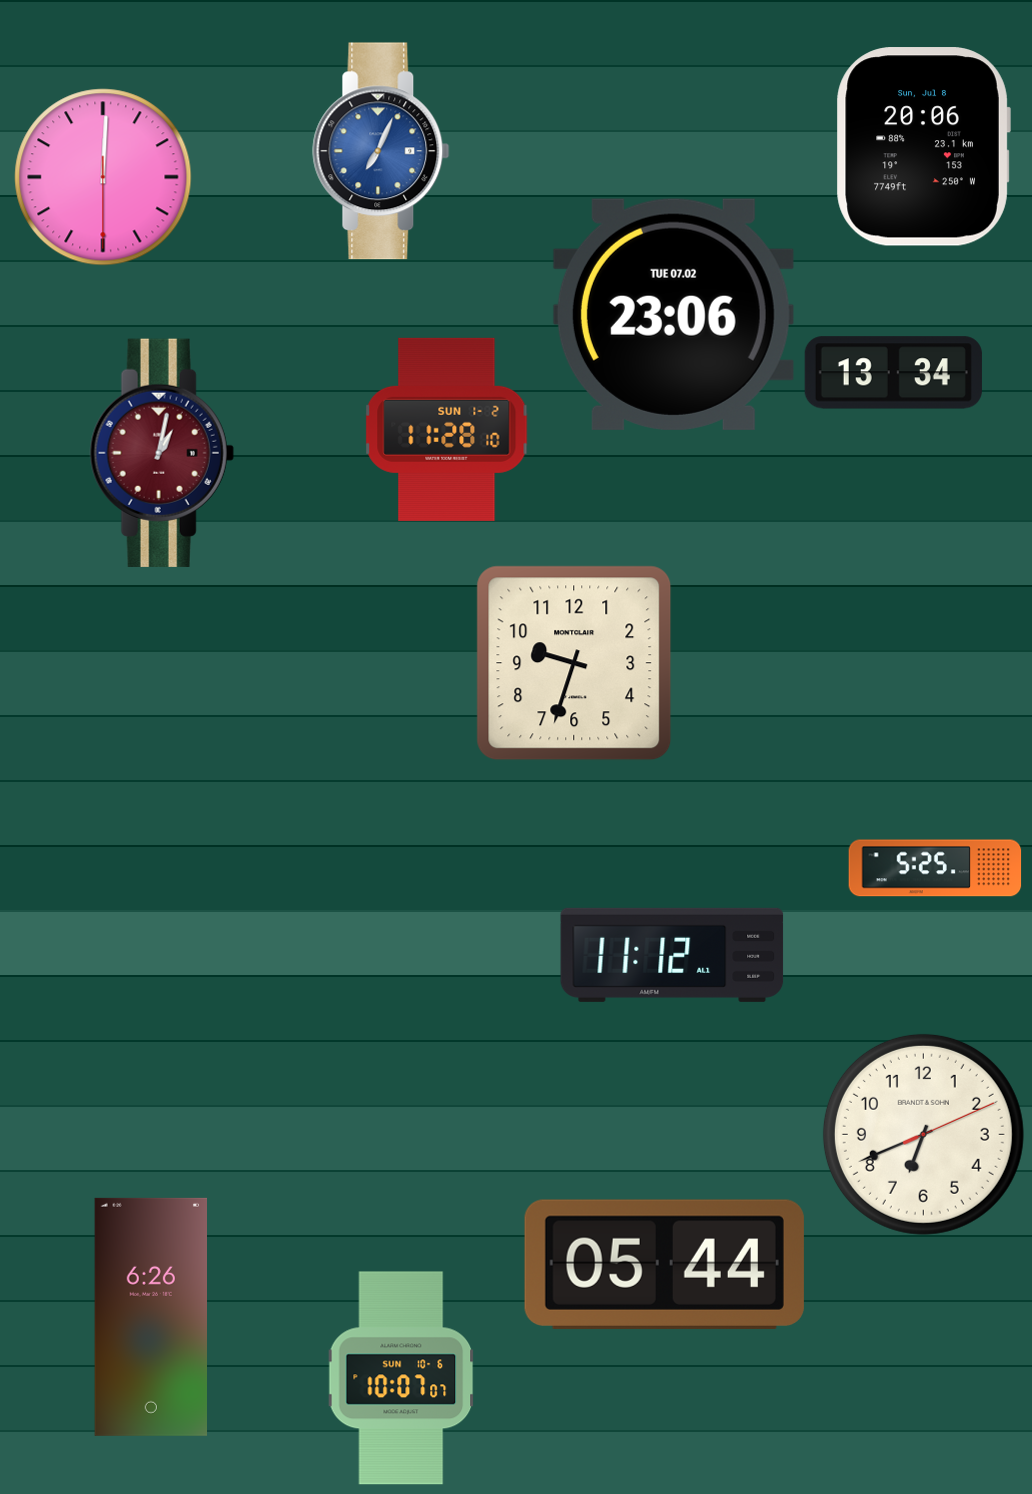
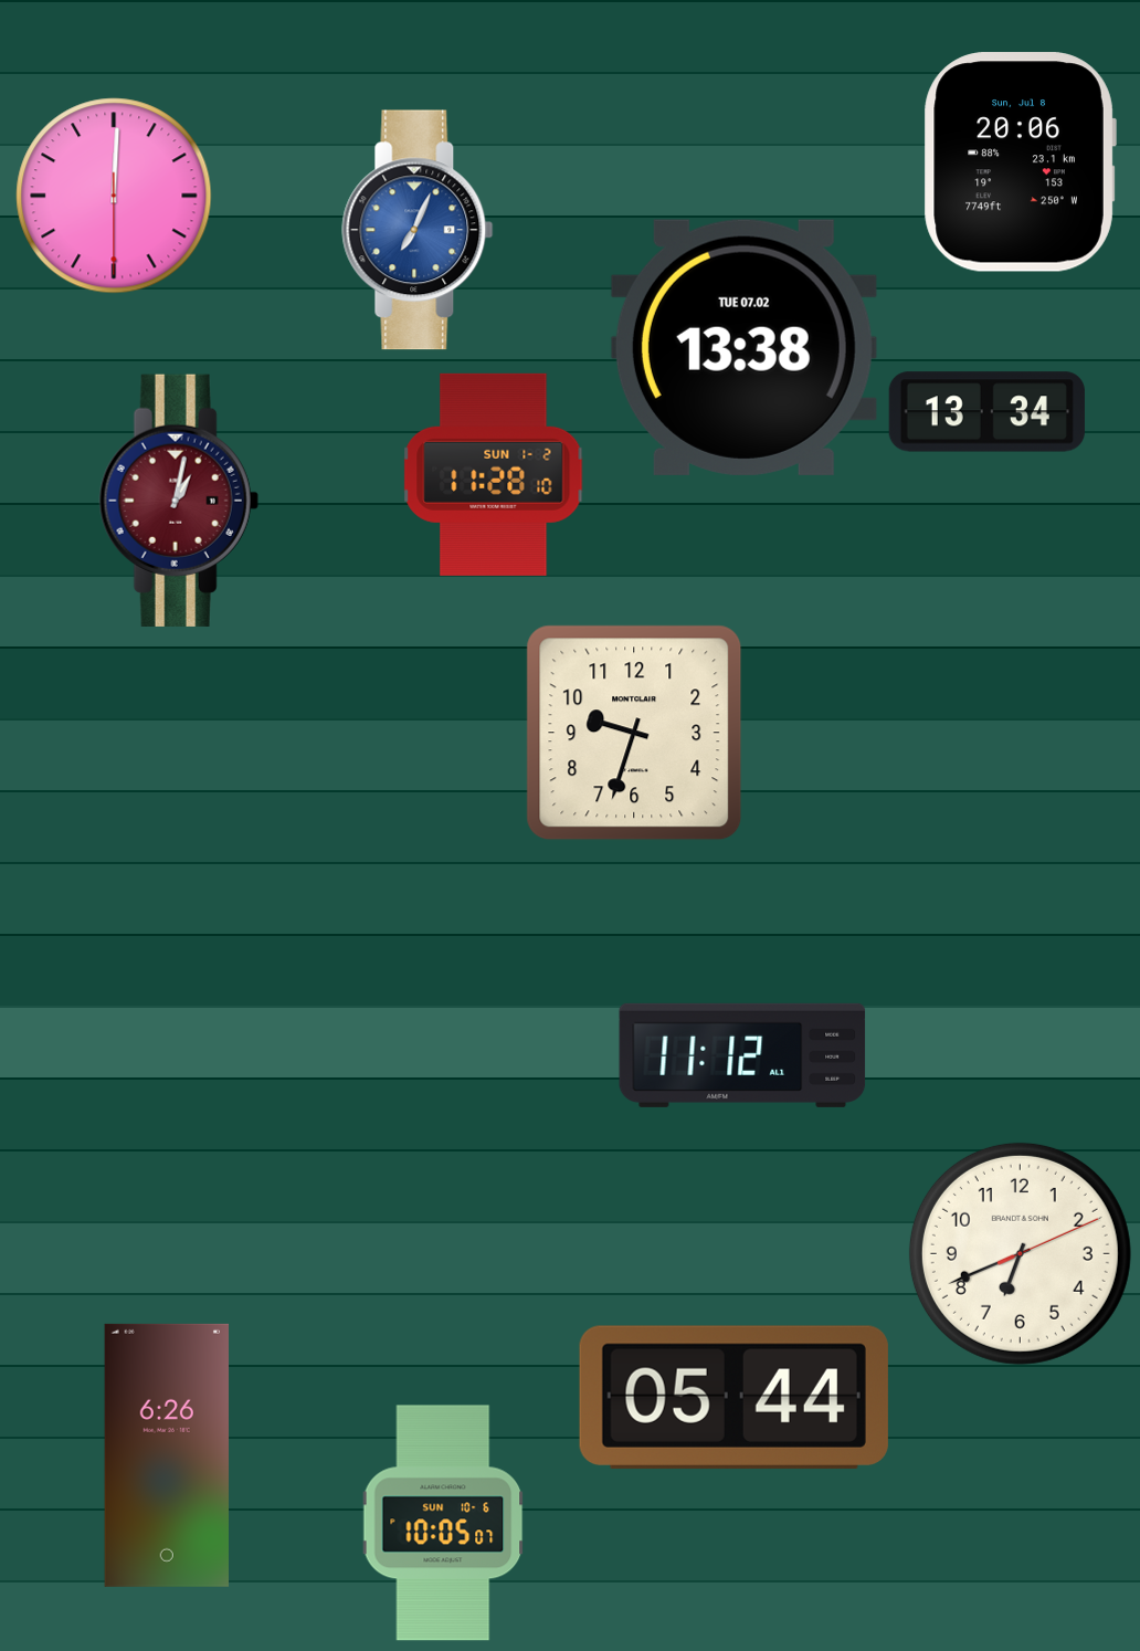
clock at (381, 151) position: (381, 151) -> (418, 230)
clock at (673, 314): 23:06 -> 13:38
clock at (935, 868): 5:25 -> none
clock at (401, 1378): 10:07 -> 10:05
